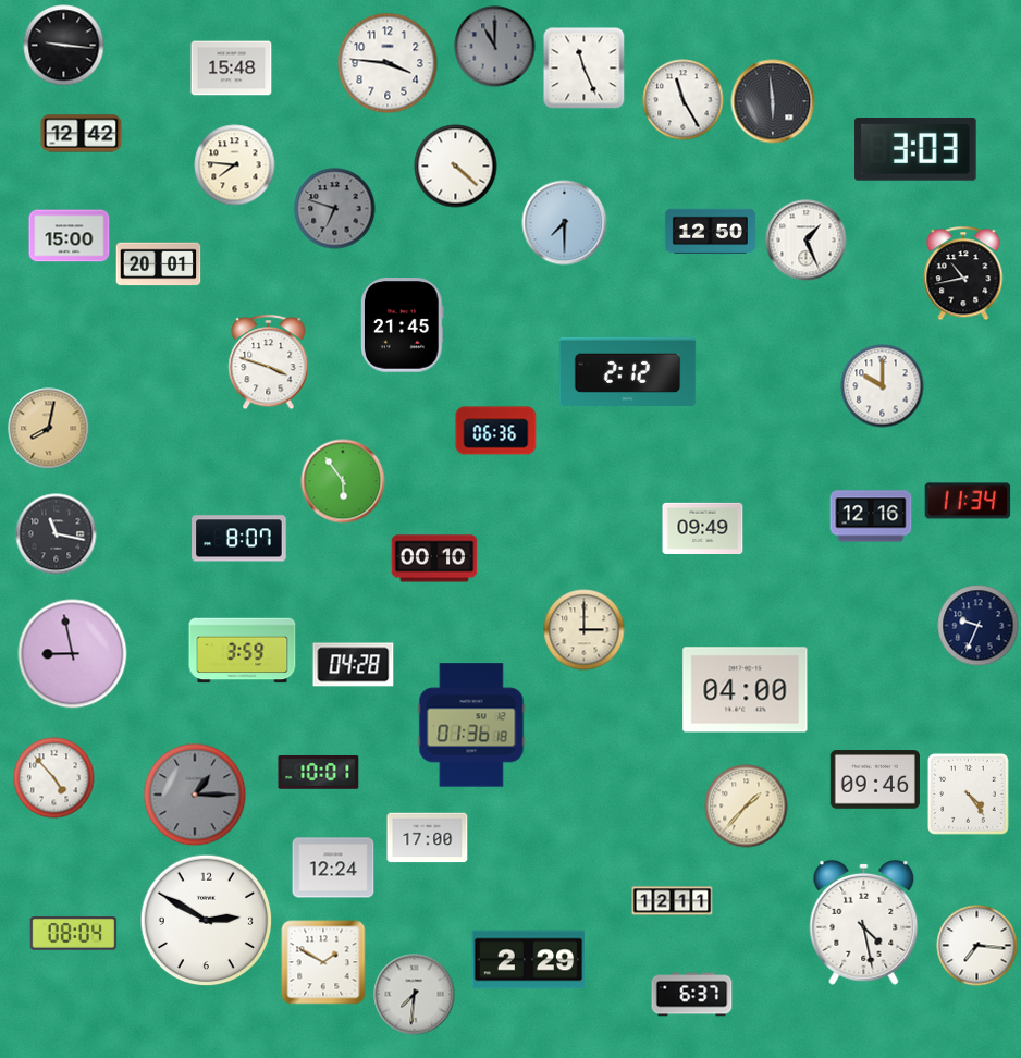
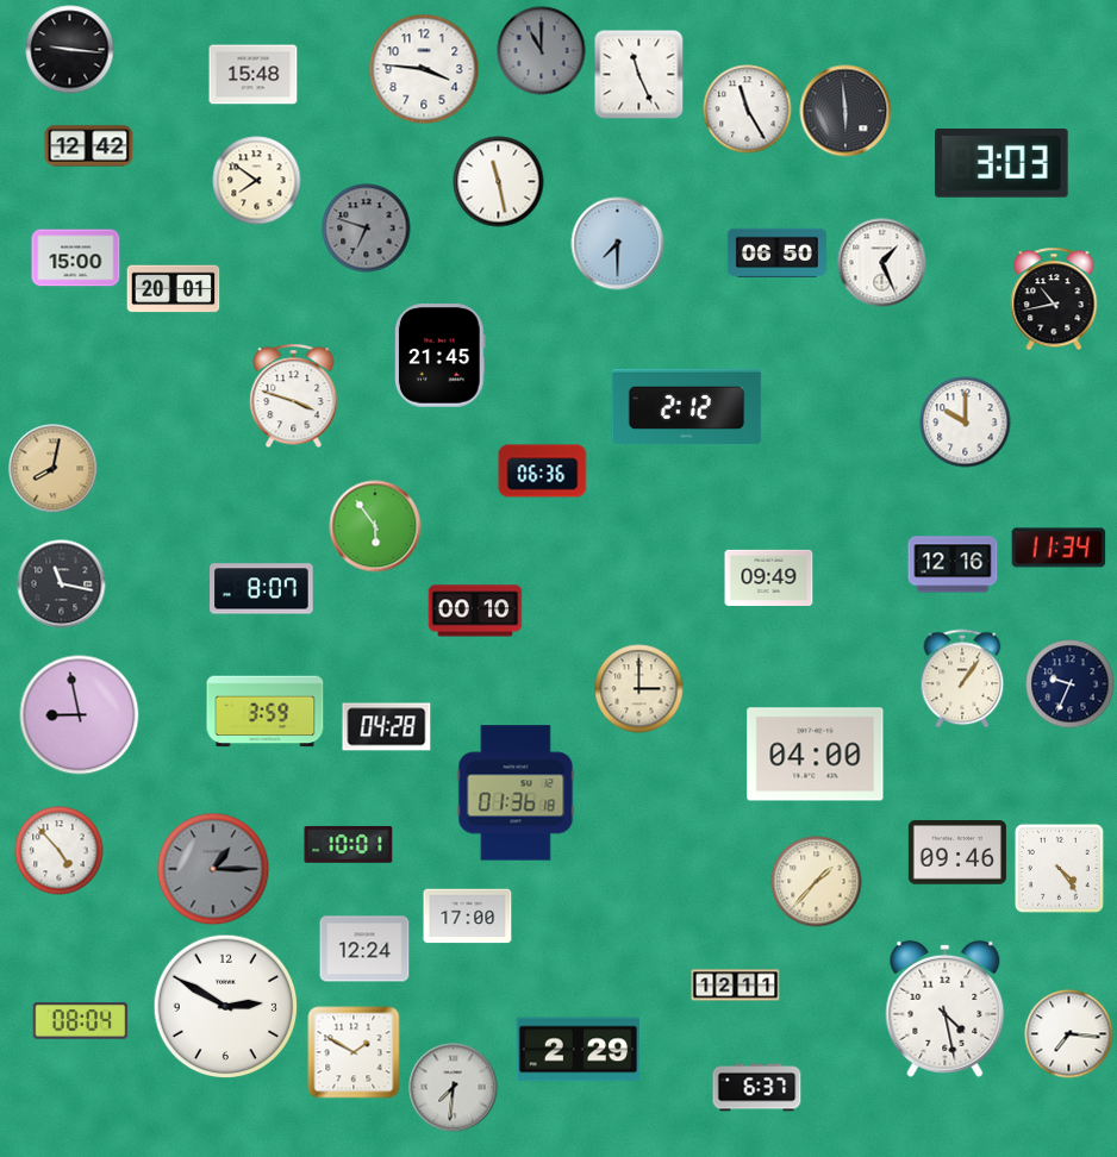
clock at (235, 165): 7:46 -> 7:51
clock at (456, 167): 4:22 -> 11:28
clock at (710, 232): 12:50 -> 06:50
clock at (962, 678): none -> 1:06
